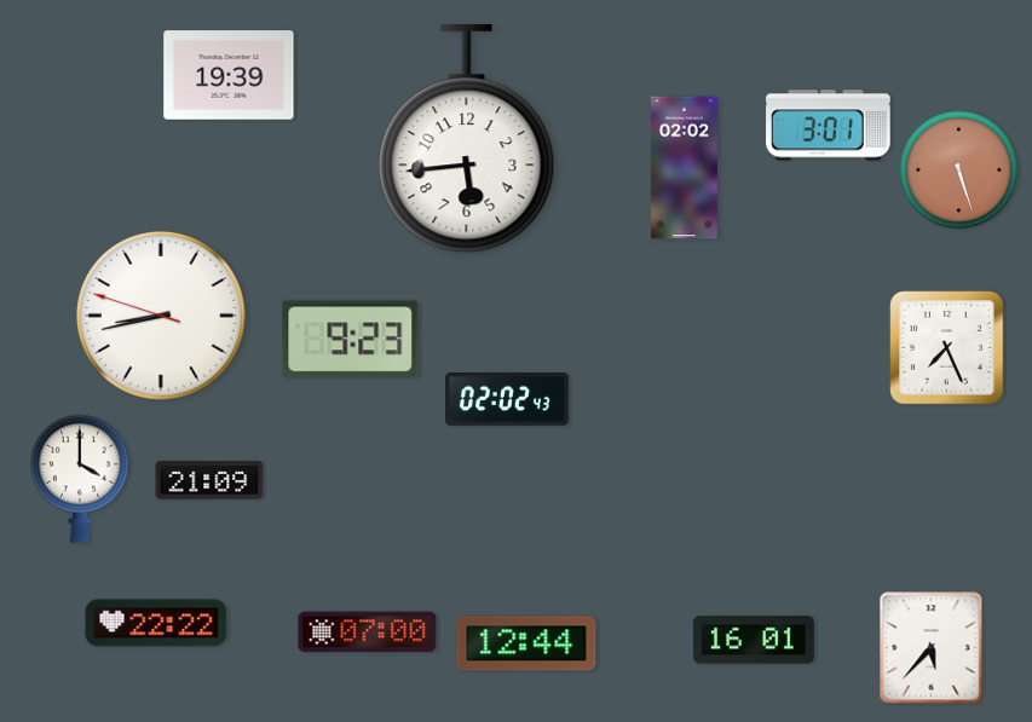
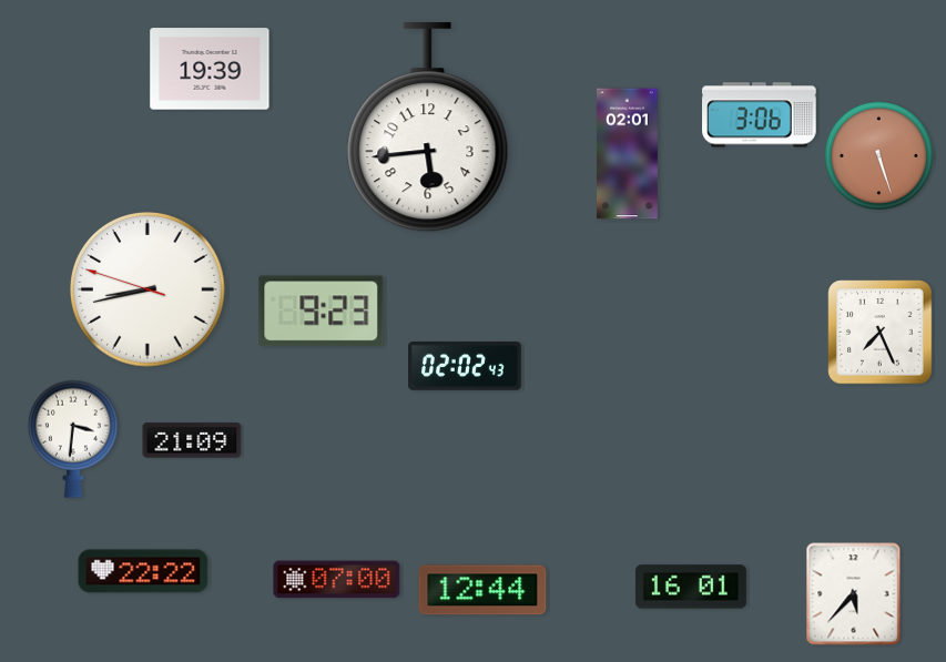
clock at (829, 126): 3:01 -> 3:06
clock at (684, 168): 02:02 -> 02:01
clock at (947, 348) position: (947, 348) -> (881, 333)
clock at (80, 479): 4:00 -> 3:31
